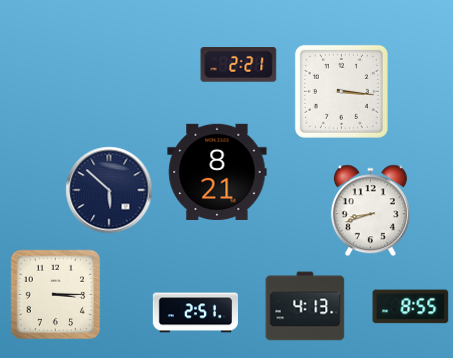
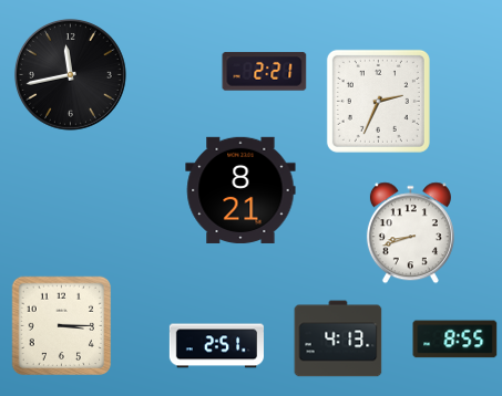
clock at (70, 74): none -> 11:43
clock at (341, 91): 3:16 -> 2:34
clock at (109, 190): 5:52 -> none
